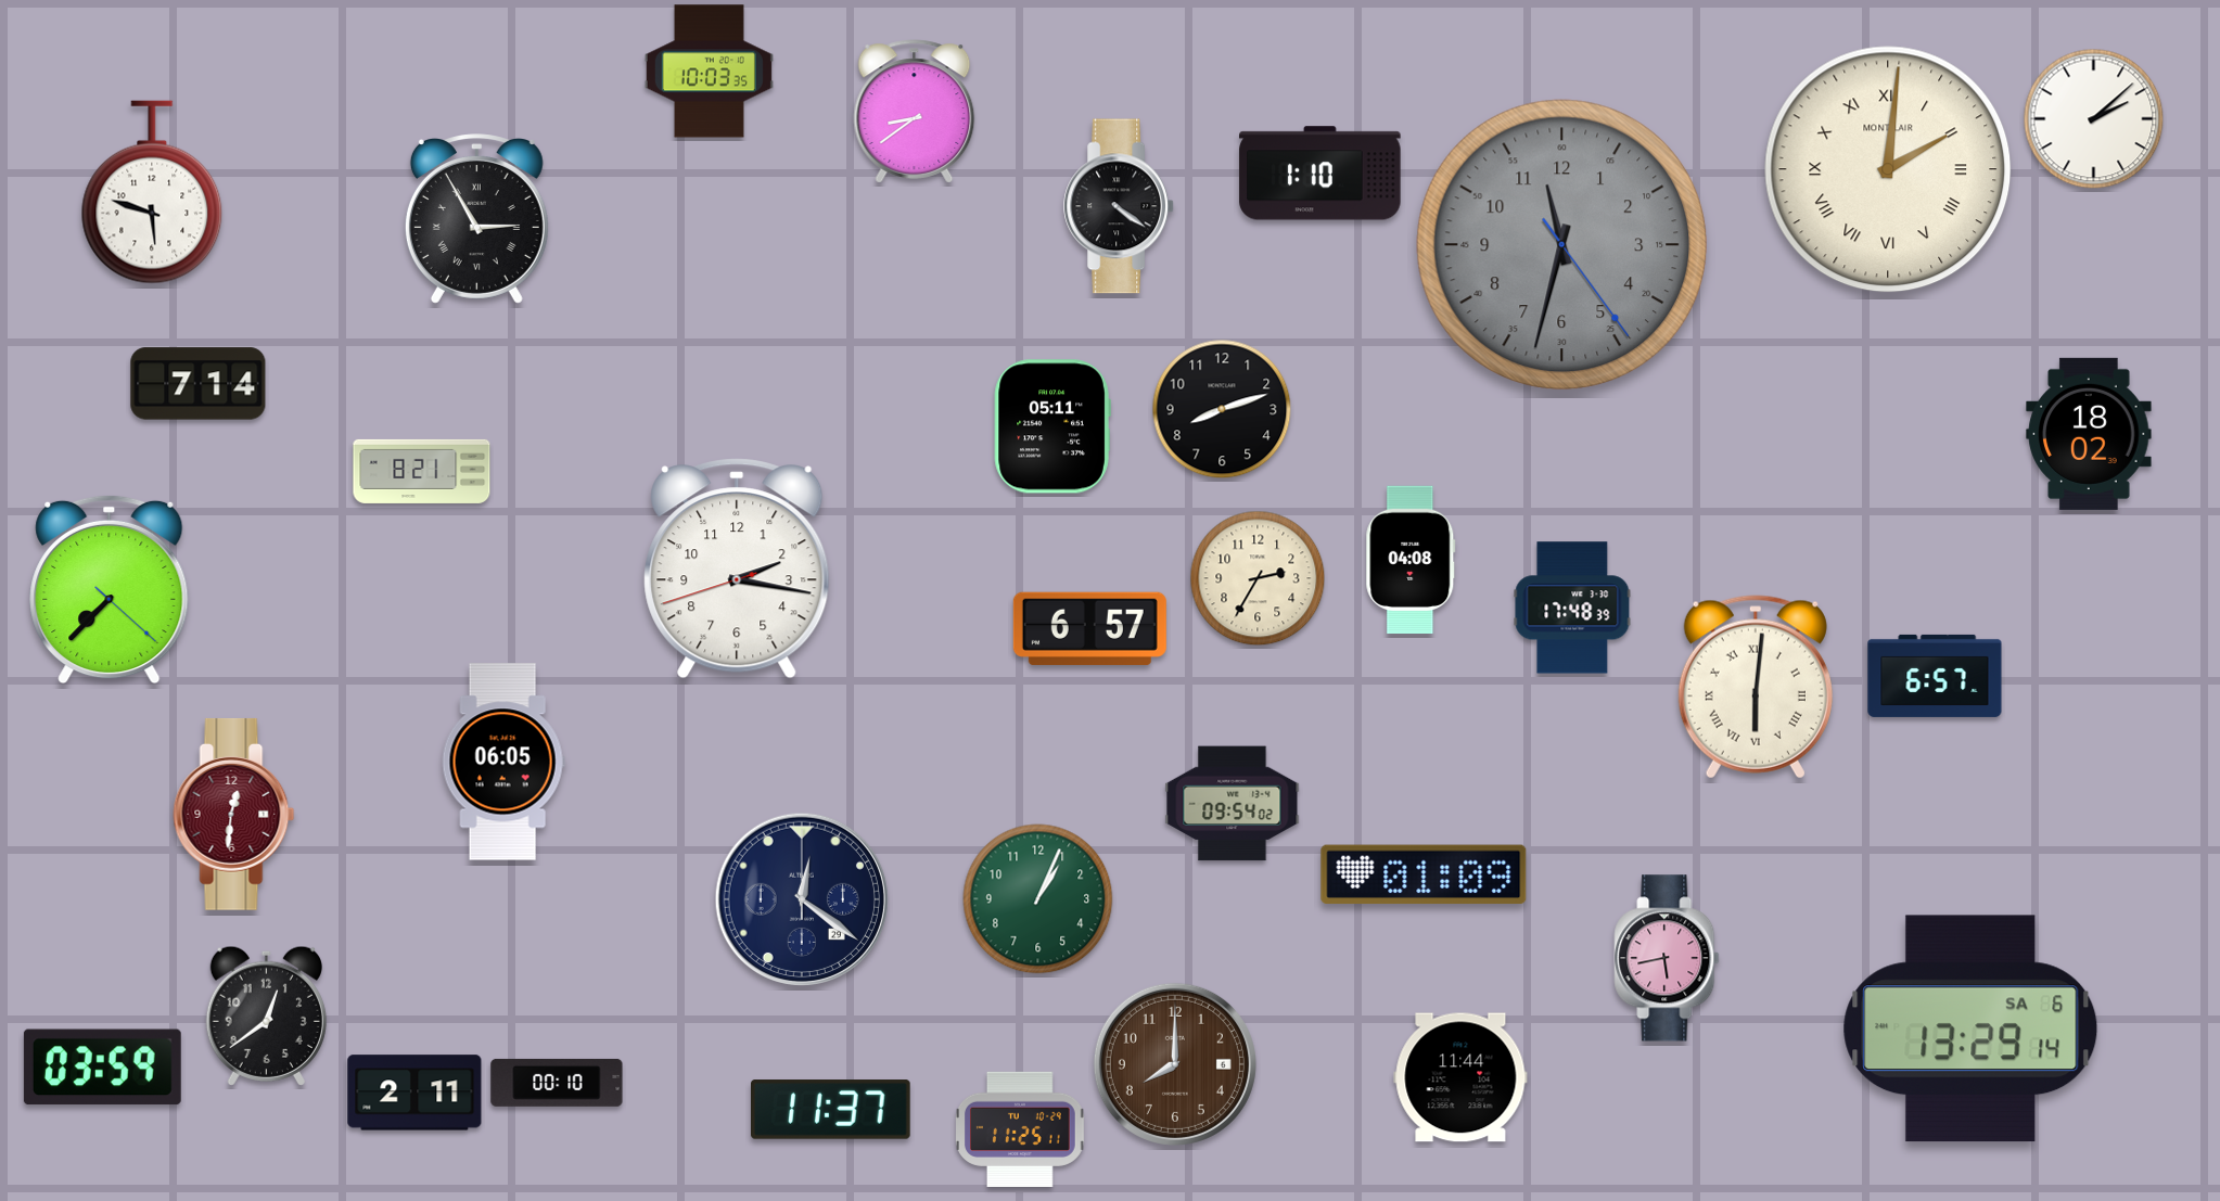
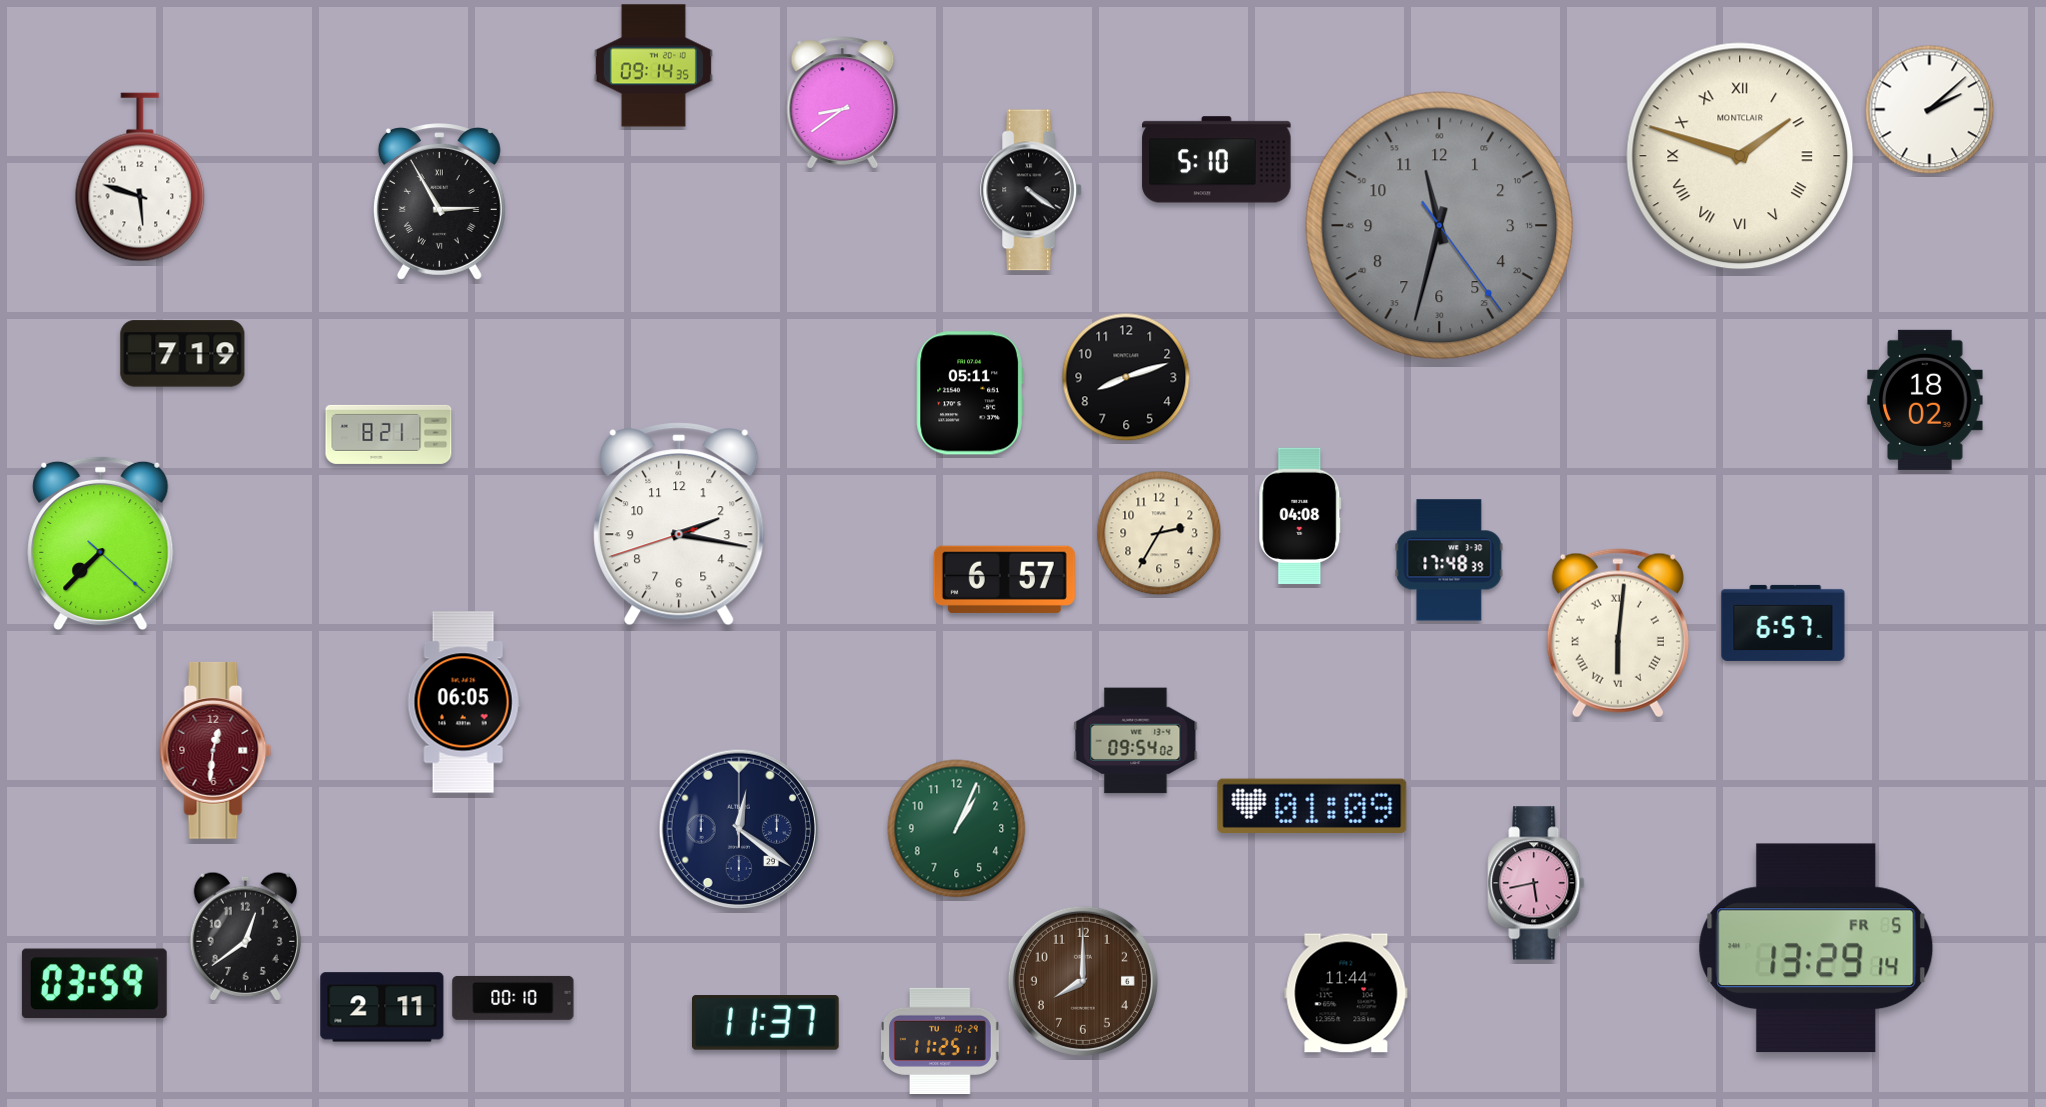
clock at (709, 72): 10:03 -> 09:14
clock at (1888, 169): 2:01 -> 1:48
clock at (1320, 174): 1:10 -> 5:10
clock at (199, 384): 7:14 -> 7:19
clock at (1970, 1028) date: SA 6 -> FR 5
